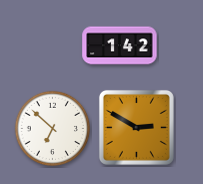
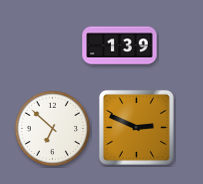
clock at (120, 46): 1:42 -> 1:39
clock at (136, 127): 2:50 -> 2:49
